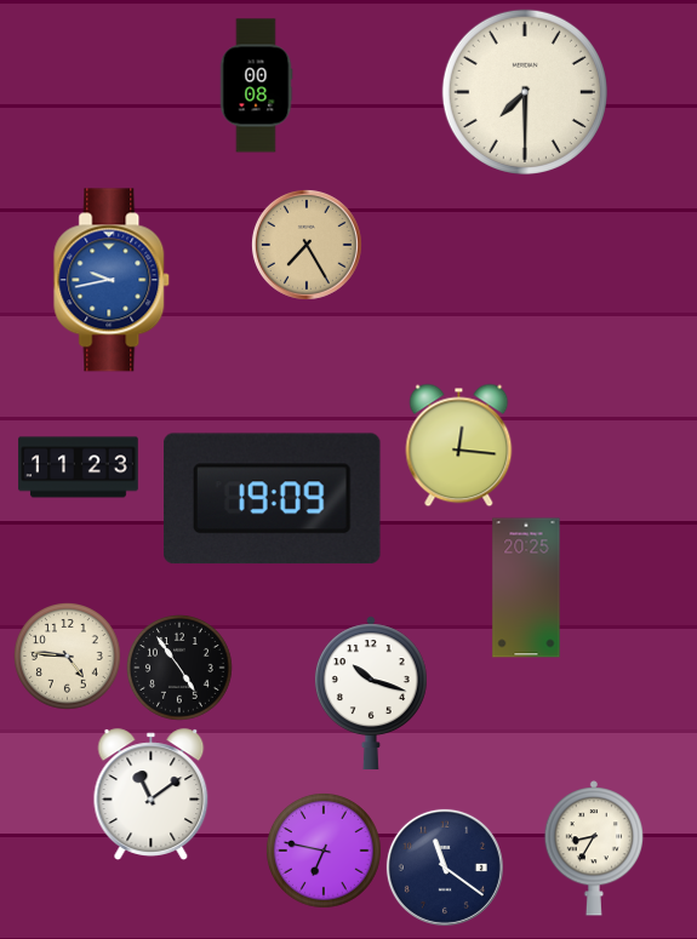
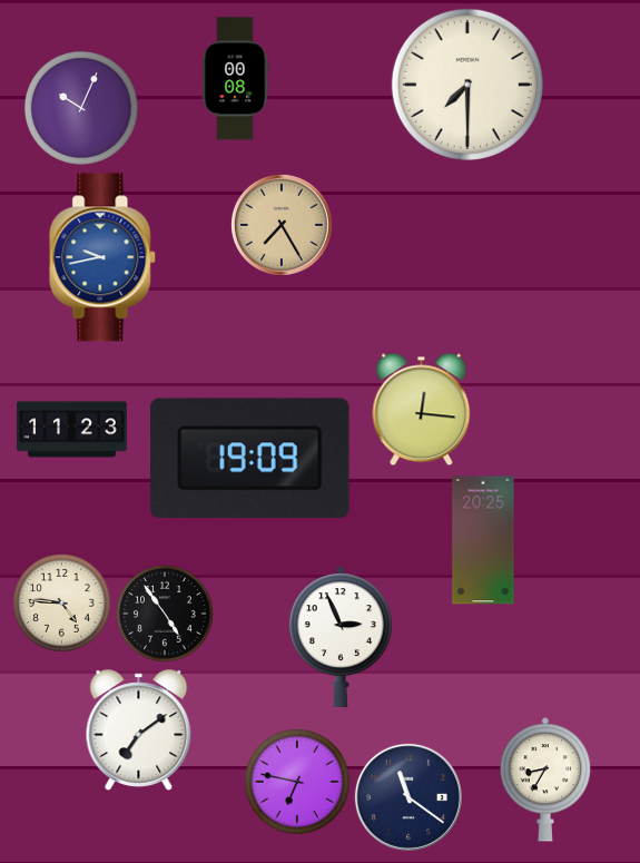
clock at (525, 92) position: (525, 92) -> (467, 85)
clock at (81, 108): none -> 10:04
clock at (371, 692): 10:18 -> 2:56
clock at (152, 795): 11:09 -> 7:09
